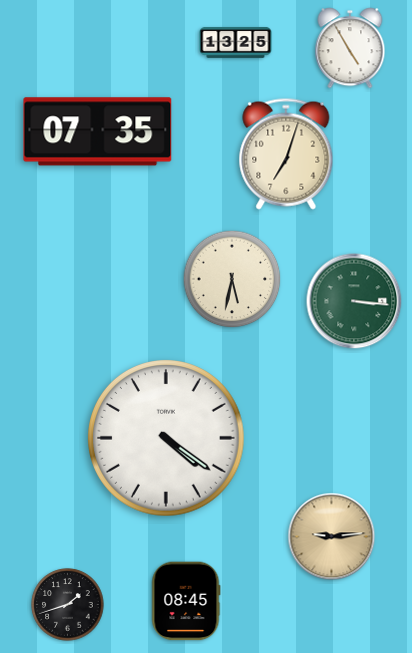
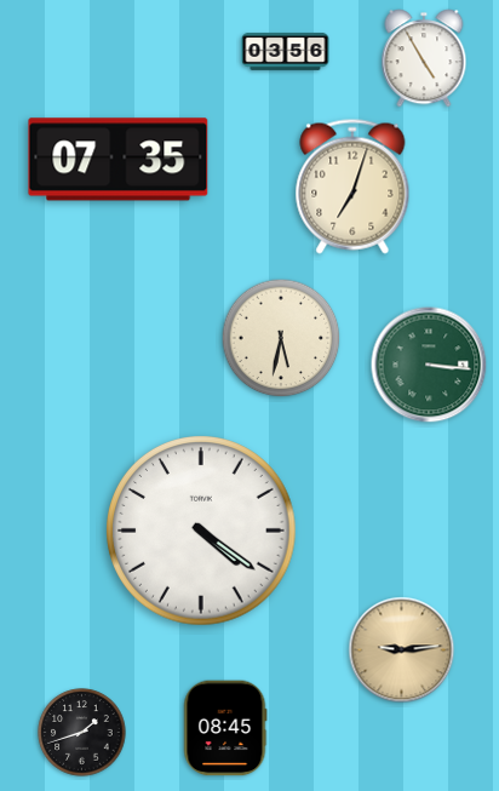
clock at (236, 43): 13:25 -> 03:56
clock at (286, 154) position: (286, 154) -> (352, 187)
